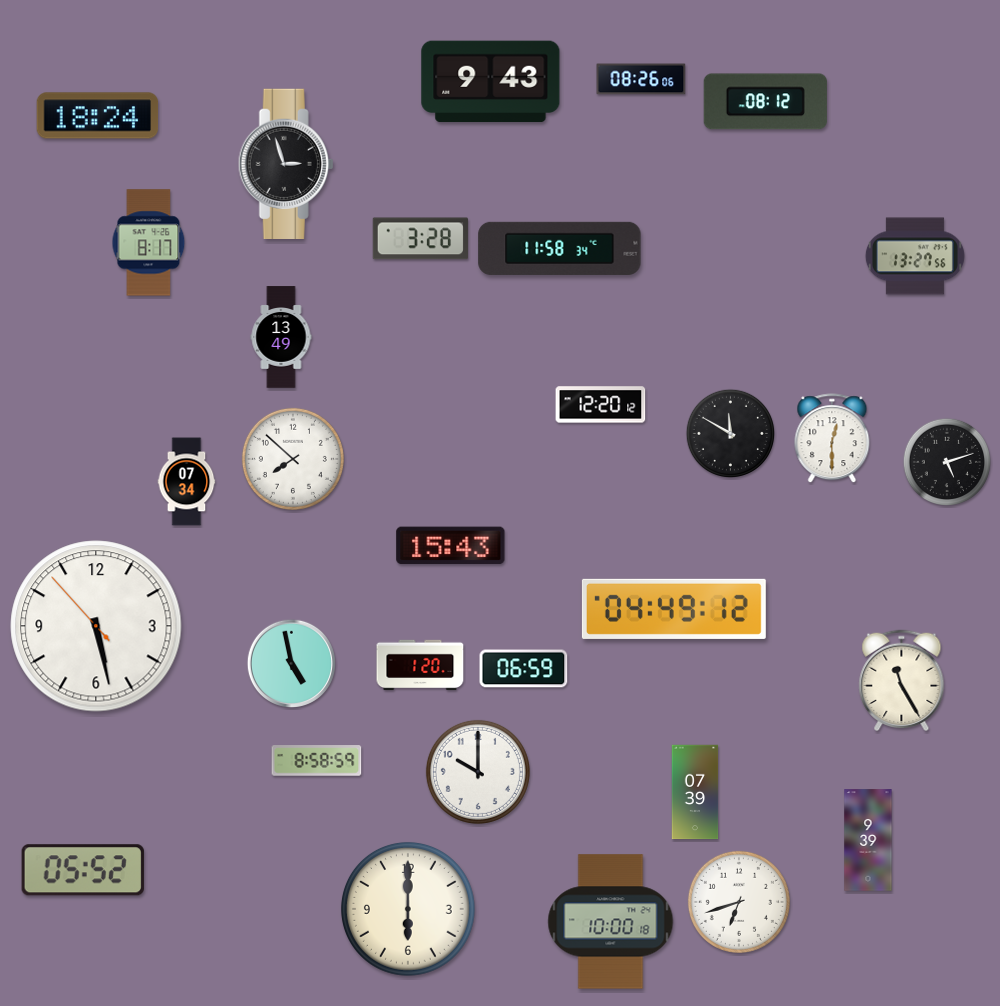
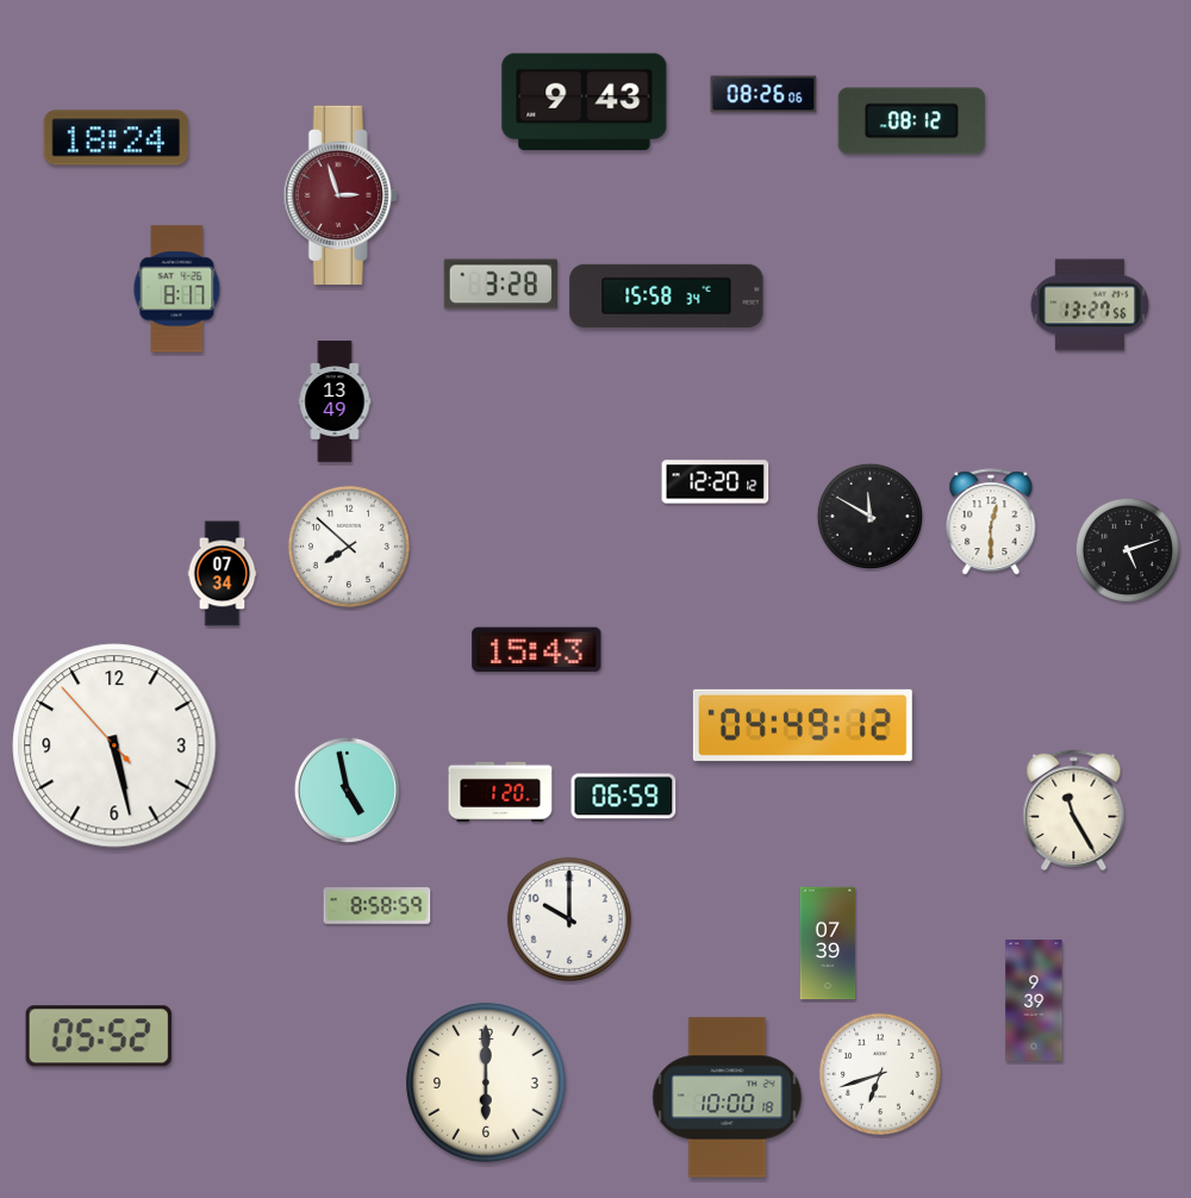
clock at (491, 82) position: (491, 82) -> (585, 102)
clock at (286, 163) dial: black -> burgundy
clock at (560, 248): 11:58 -> 15:58
